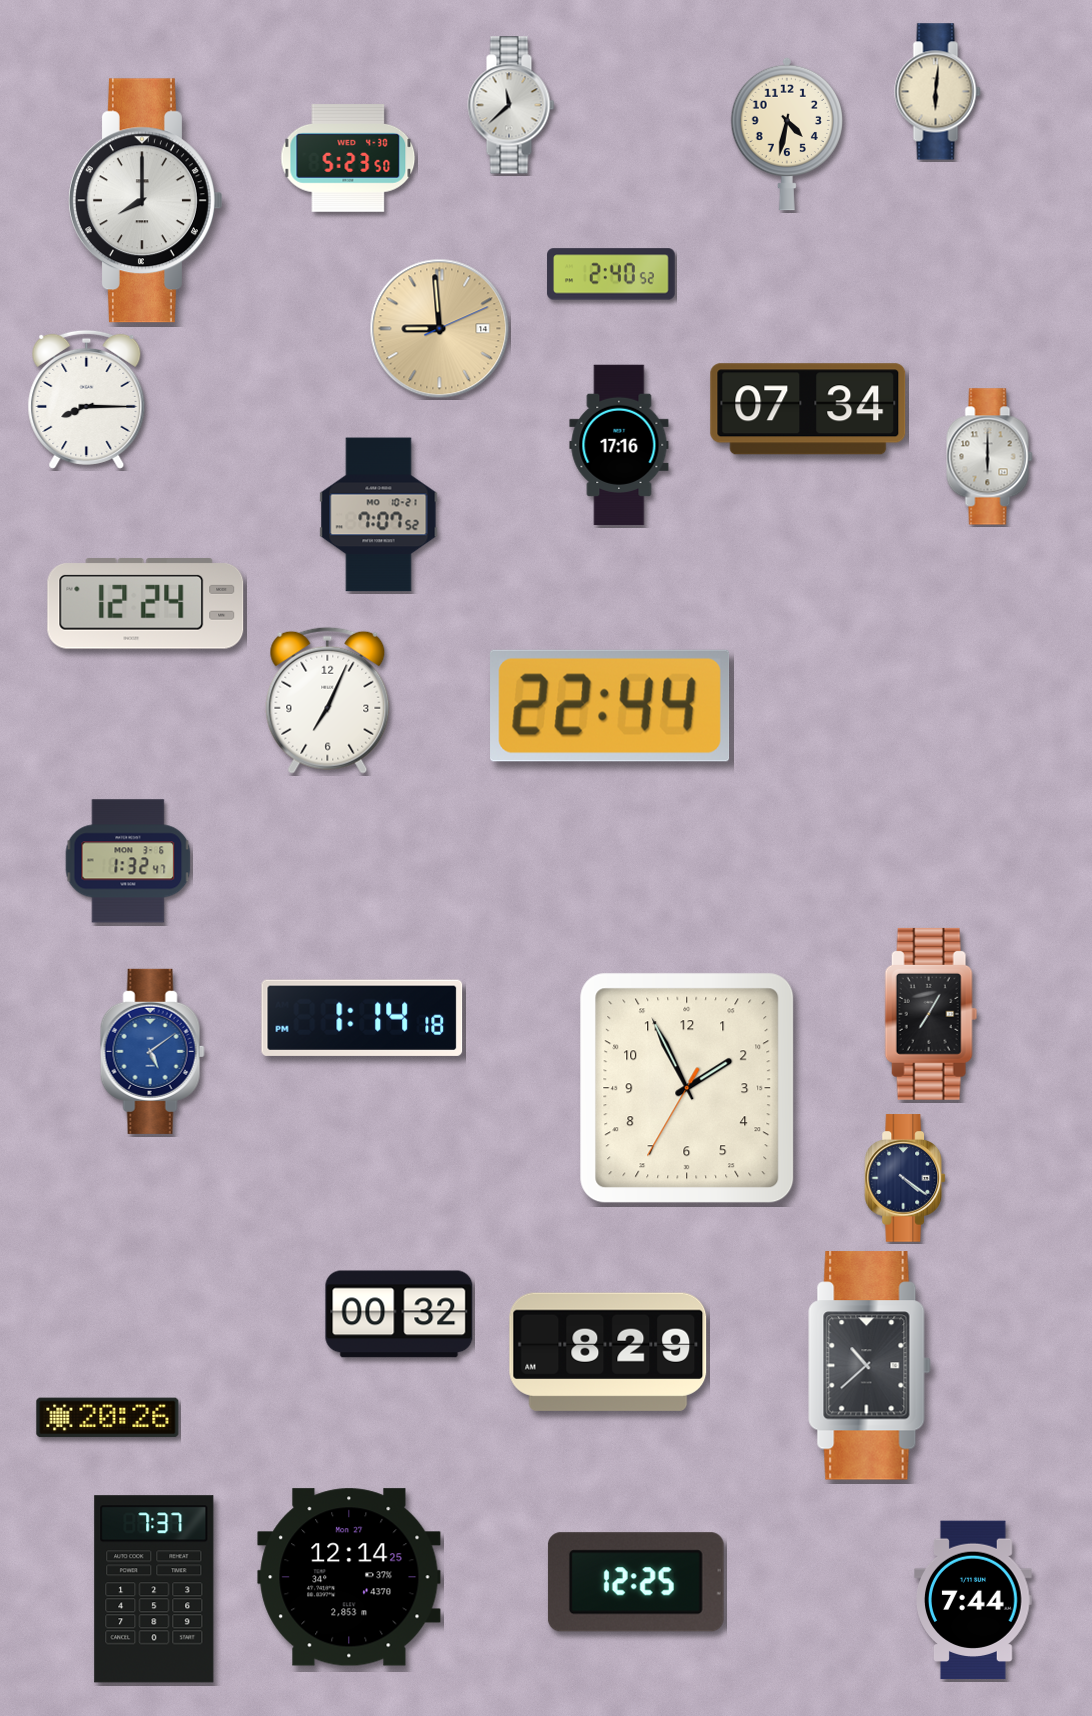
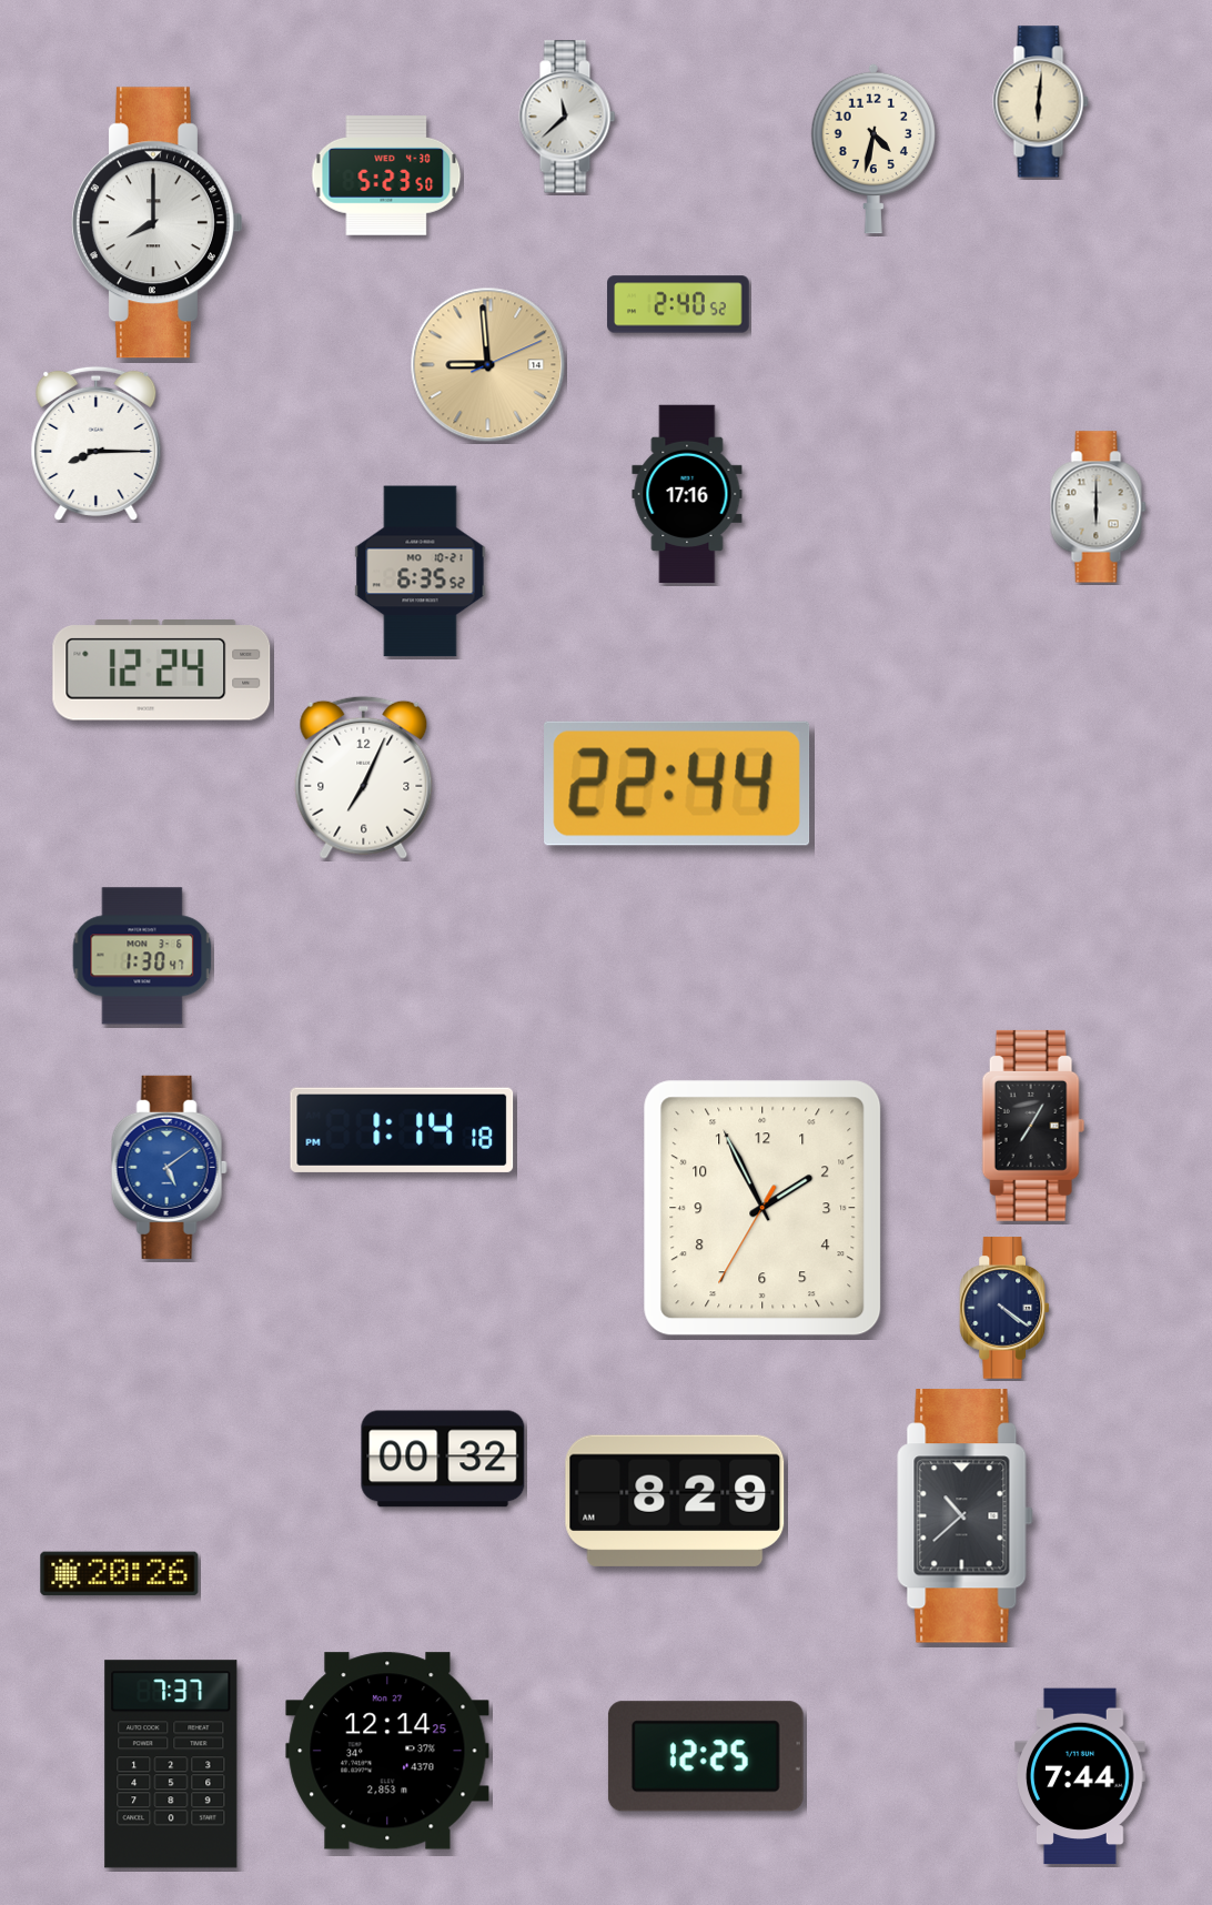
clock at (145, 201) position: (145, 201) -> (156, 223)
clock at (808, 409): 07:34 -> none
clock at (379, 515): 7:07 -> 6:35
clock at (128, 861): 1:32 -> 1:30
